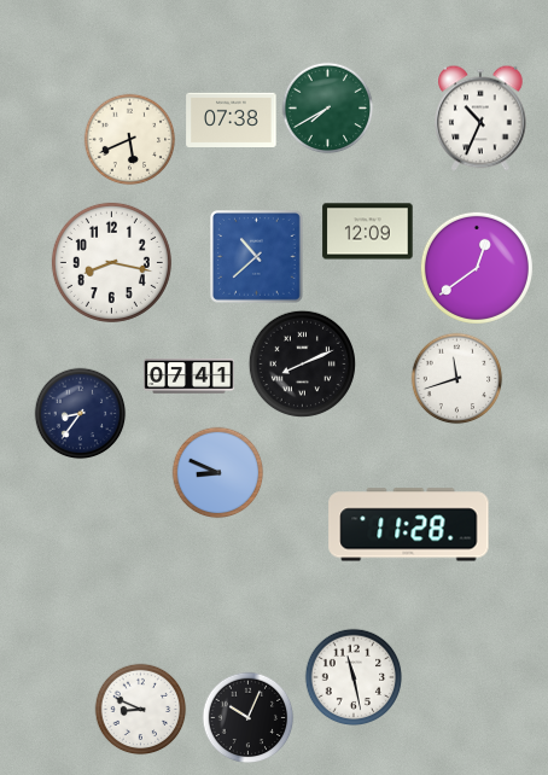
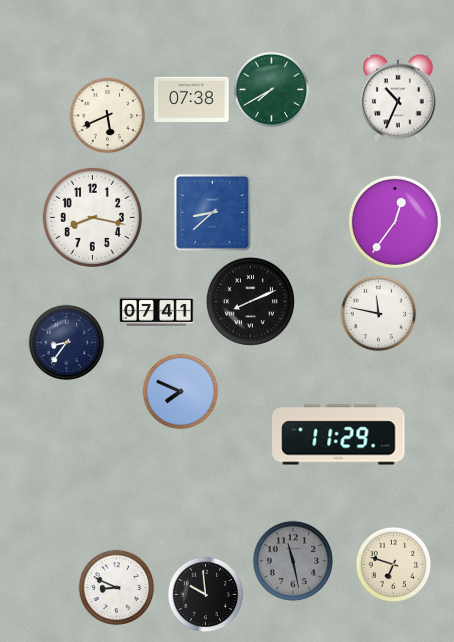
clock at (368, 232): 12:09 -> none
clock at (257, 257): 10:38 -> 8:38
clock at (477, 268): 12:39 -> 12:36
clock at (457, 379): 11:42 -> 11:47
clock at (218, 473): 8:49 -> 7:49
clock at (409, 525): 11:28 -> 11:29
clock at (354, 677) dial: white -> grey
clock at (394, 565): none -> 6:48
clock at (249, 718): 10:04 -> 9:59
